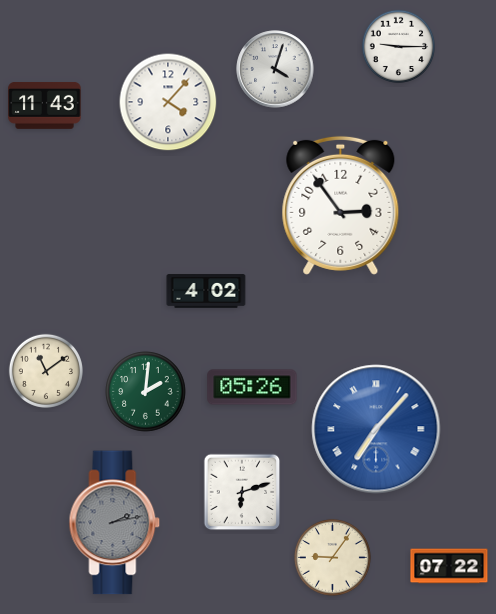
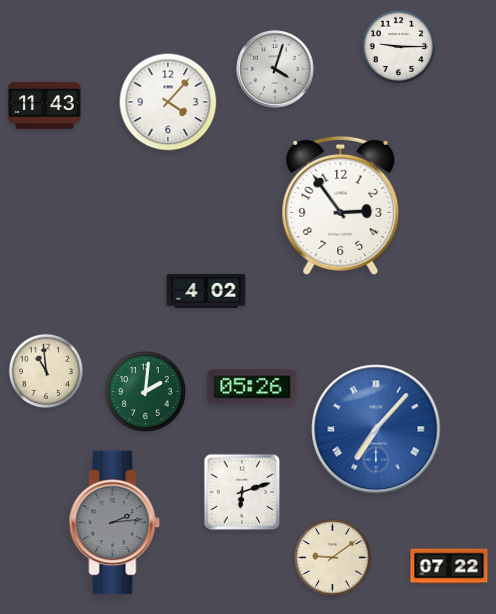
clock at (46, 371): 11:09 -> 10:59
clock at (115, 523): 2:13 -> 2:14
clock at (332, 557): 9:06 -> 9:09
